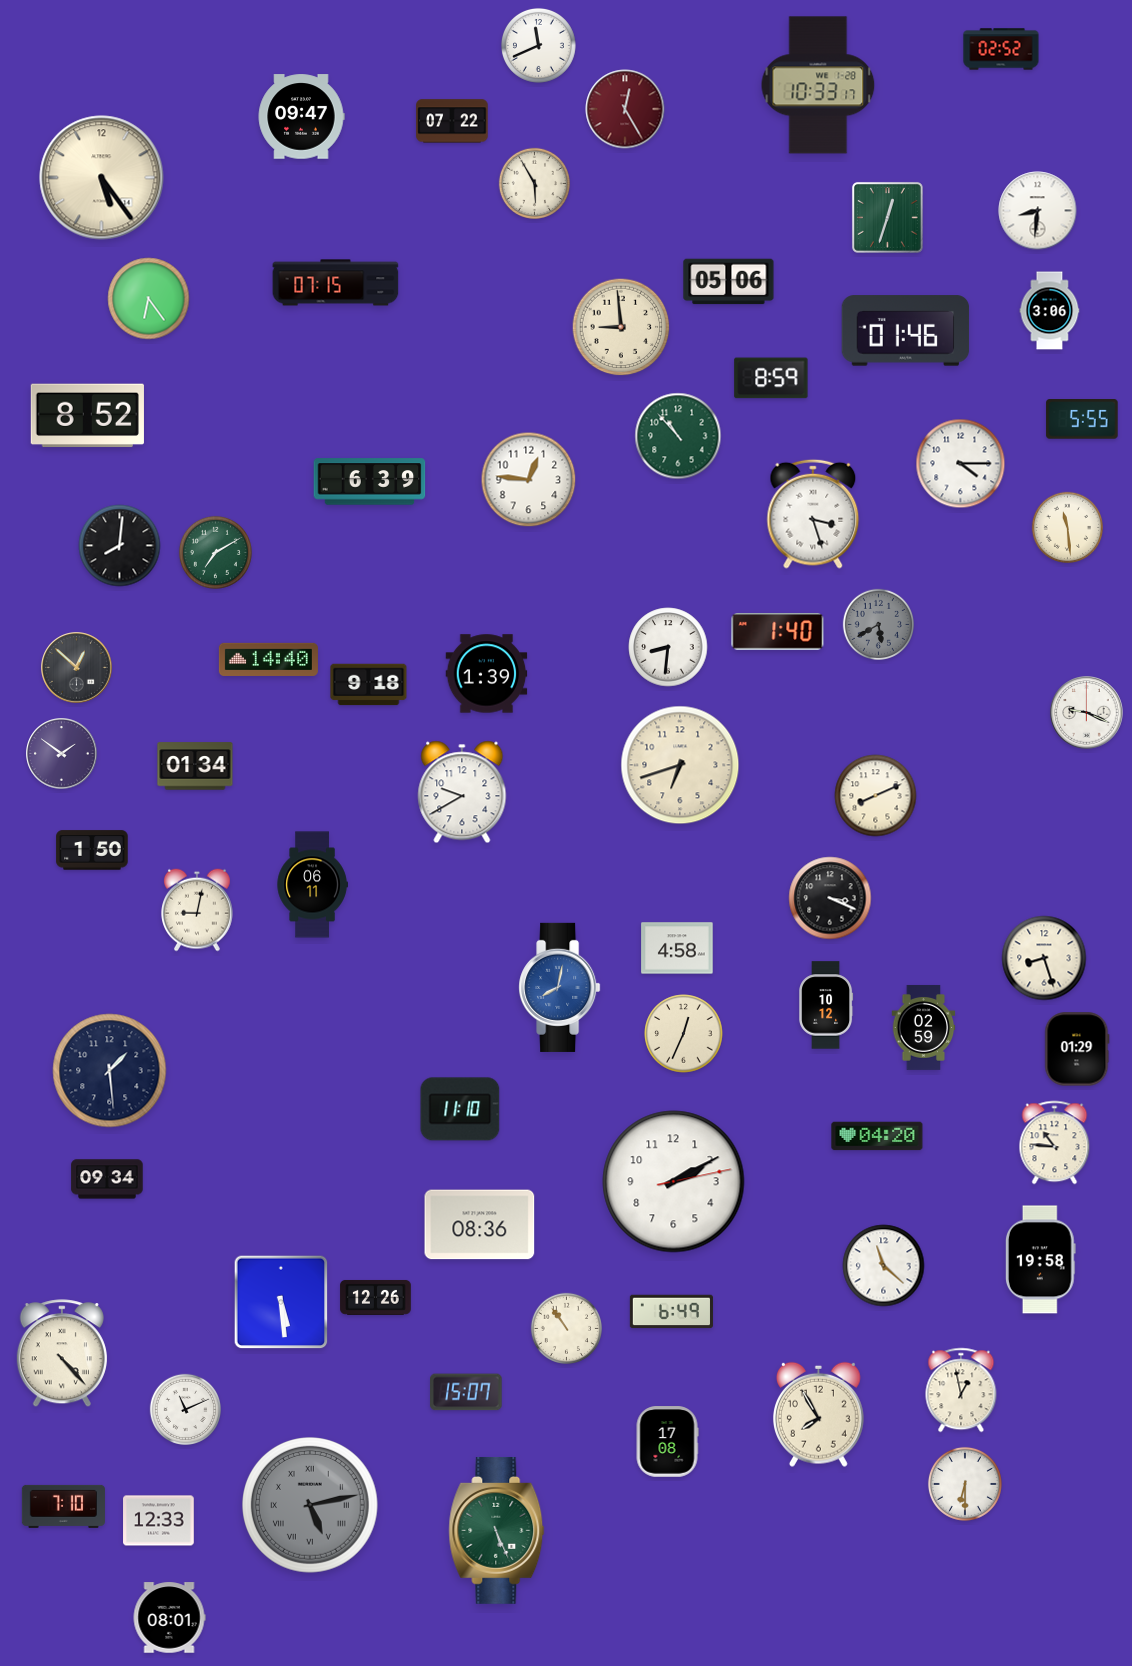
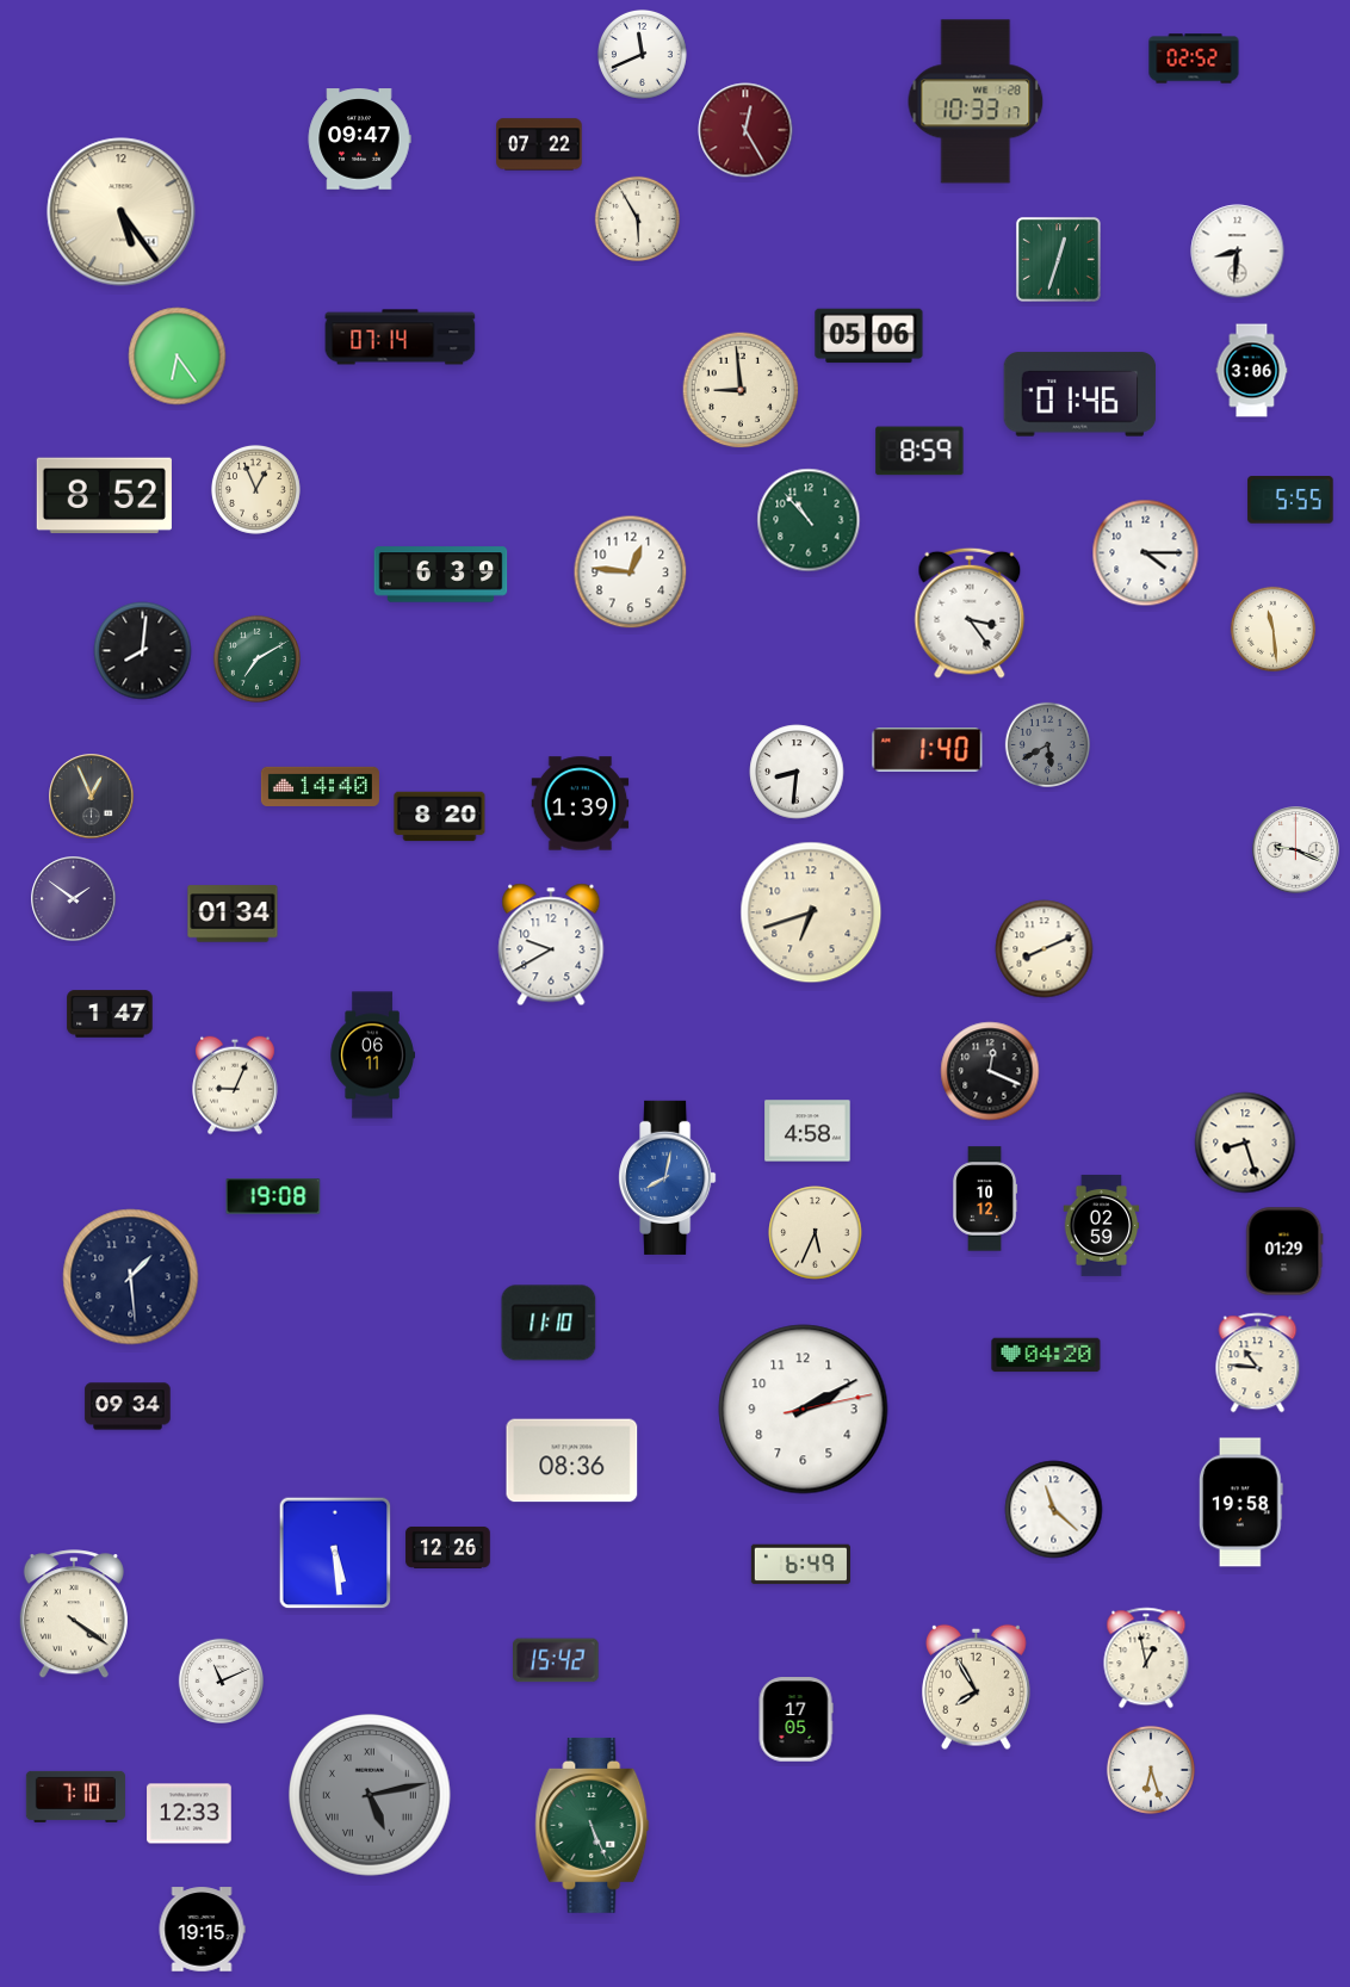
clock at (336, 283): 07:15 -> 07:14
clock at (255, 489): none -> 12:56
clock at (813, 514): 3:27 -> 3:24
clock at (778, 632) position: (778, 632) -> (928, 750)
clock at (77, 668): 12:52 -> 12:56
clock at (369, 685): 9:18 -> 8:20
clock at (92, 850): 1:50 -> 1:47
clock at (830, 898): 3:19 -> 12:19
clock at (198, 910): 9:02 -> 9:04
clock at (273, 1196): none -> 19:08
clock at (684, 1034): 12:34 -> 5:34
clock at (566, 1328): 10:54 -> none
clock at (62, 1354): 4:23 -> 4:21
clock at (466, 1392): 15:07 -> 15:42
clock at (667, 1442): 17:08 -> 17:05
clock at (965, 1484): 6:30 -> 6:27
clock at (169, 1618): 08:01 -> 19:15
